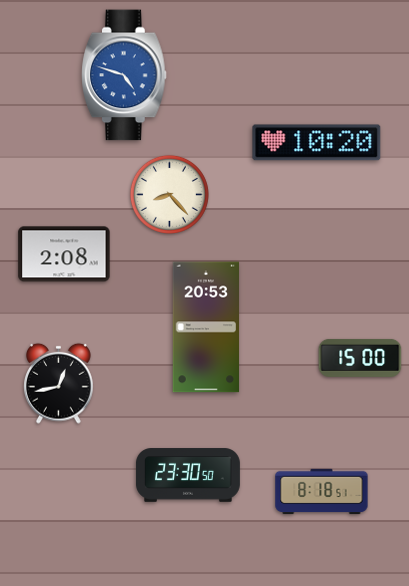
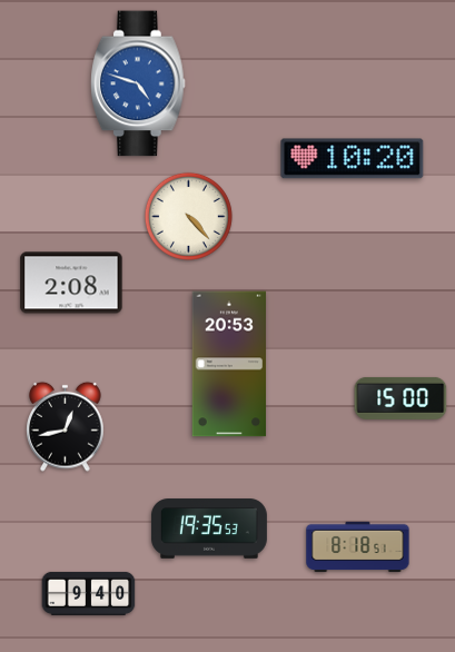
clock at (169, 194): 8:23 -> 4:23
clock at (188, 475): 23:30 -> 19:35
clock at (89, 593): none -> 9:40
